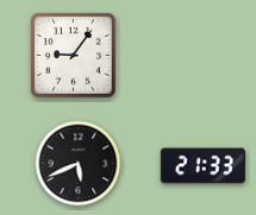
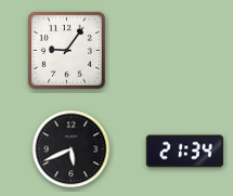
clock at (202, 166): 21:33 -> 21:34
